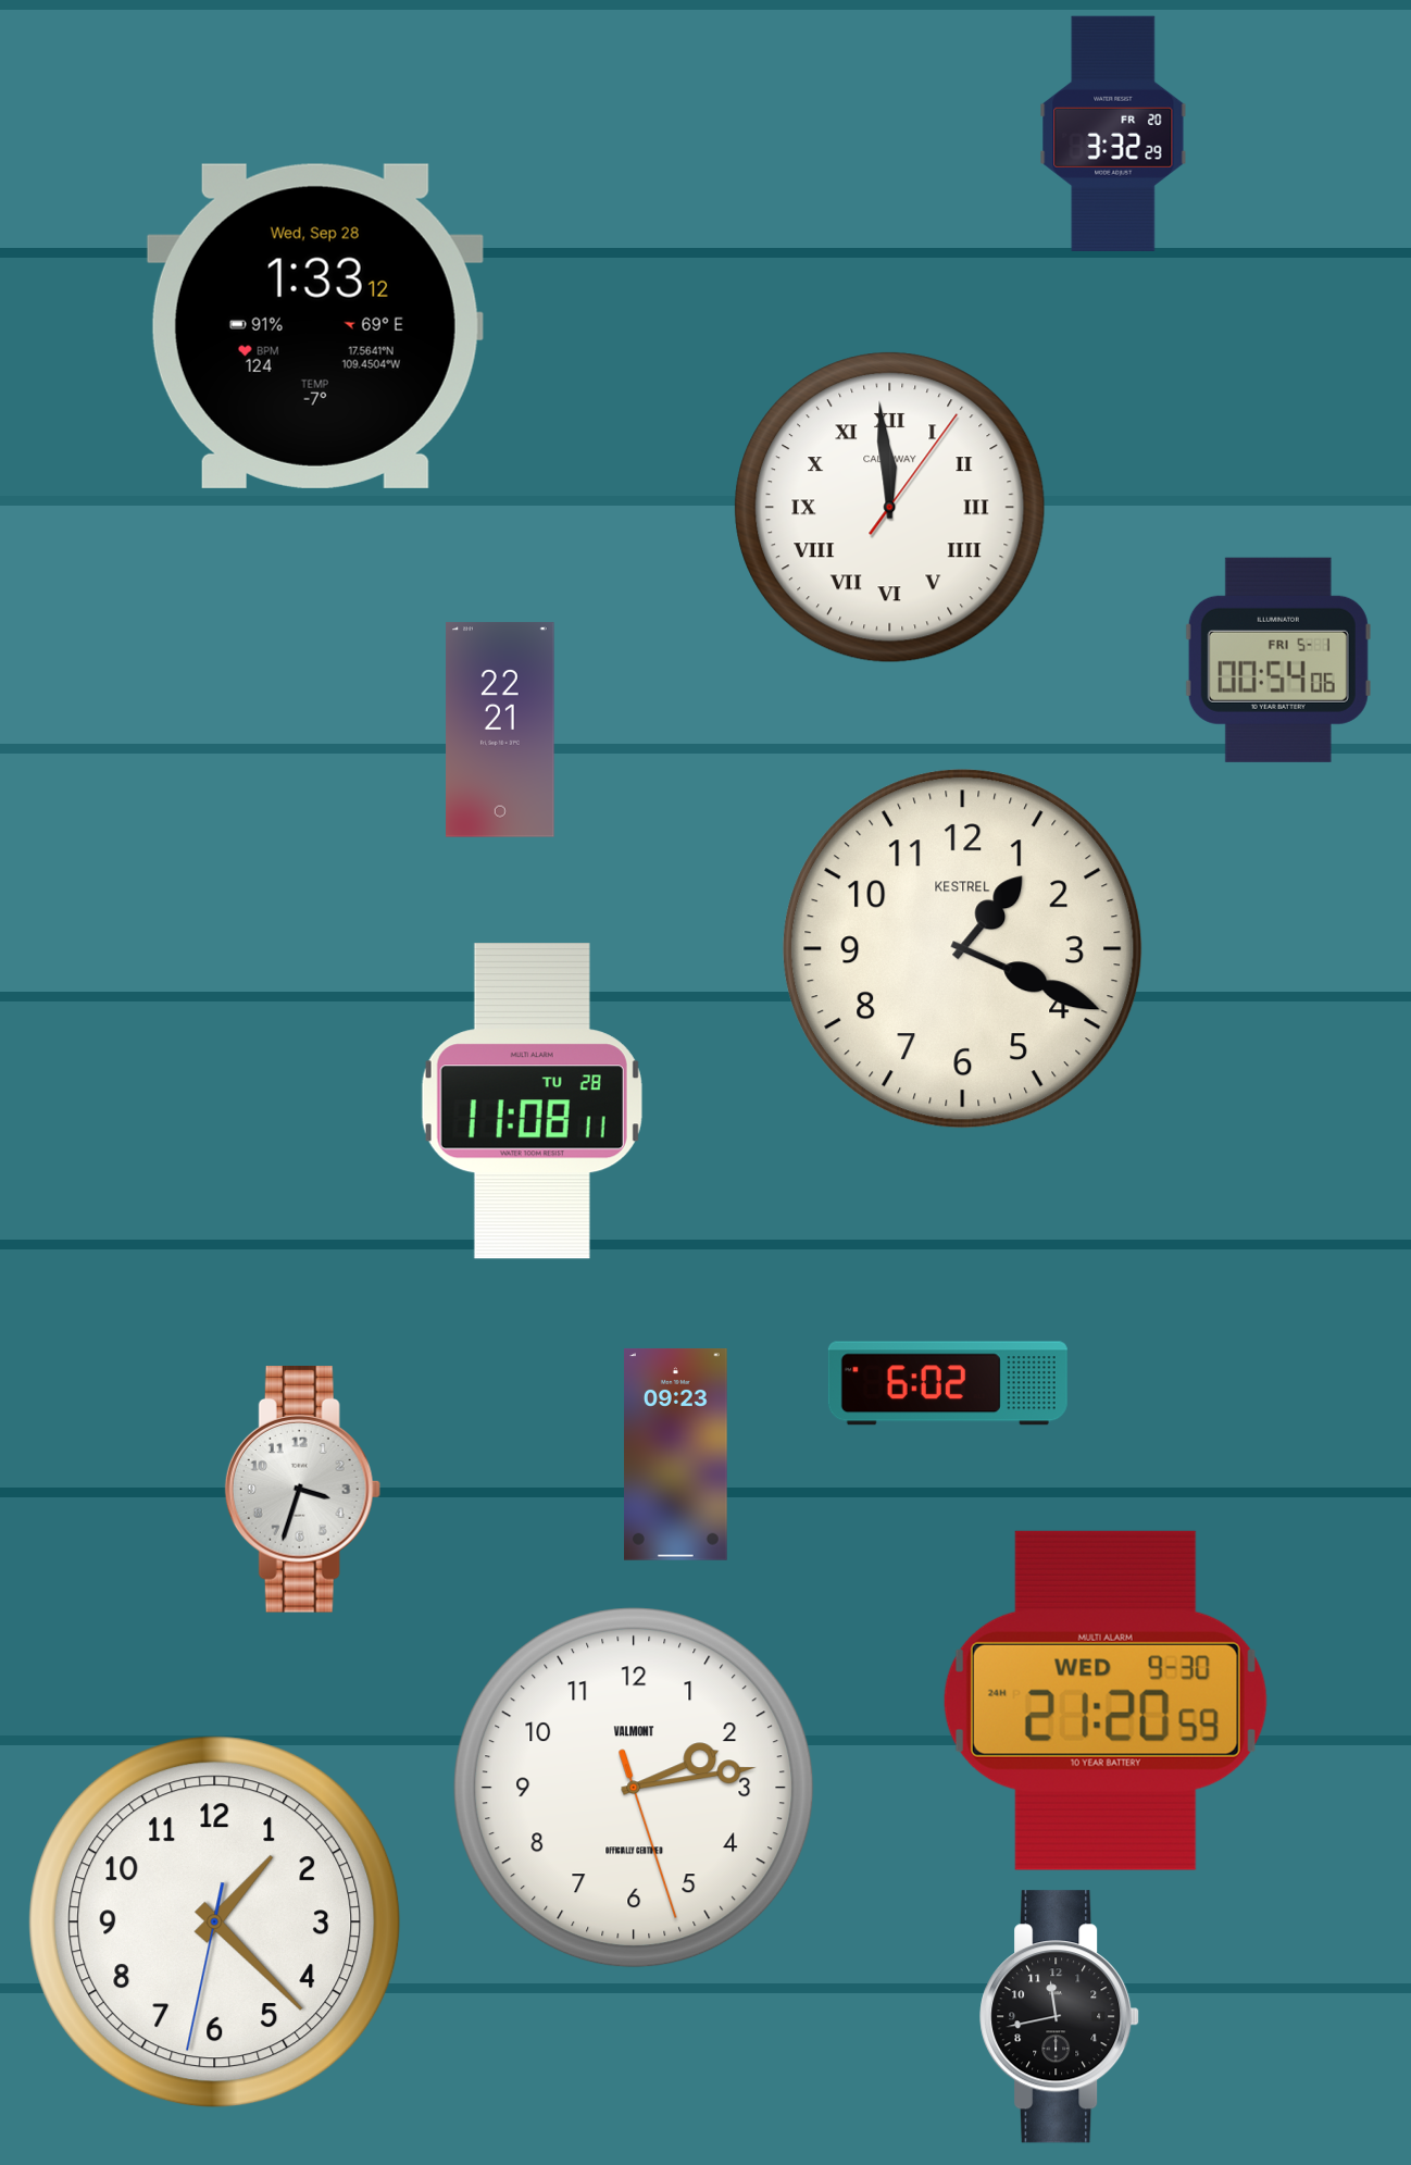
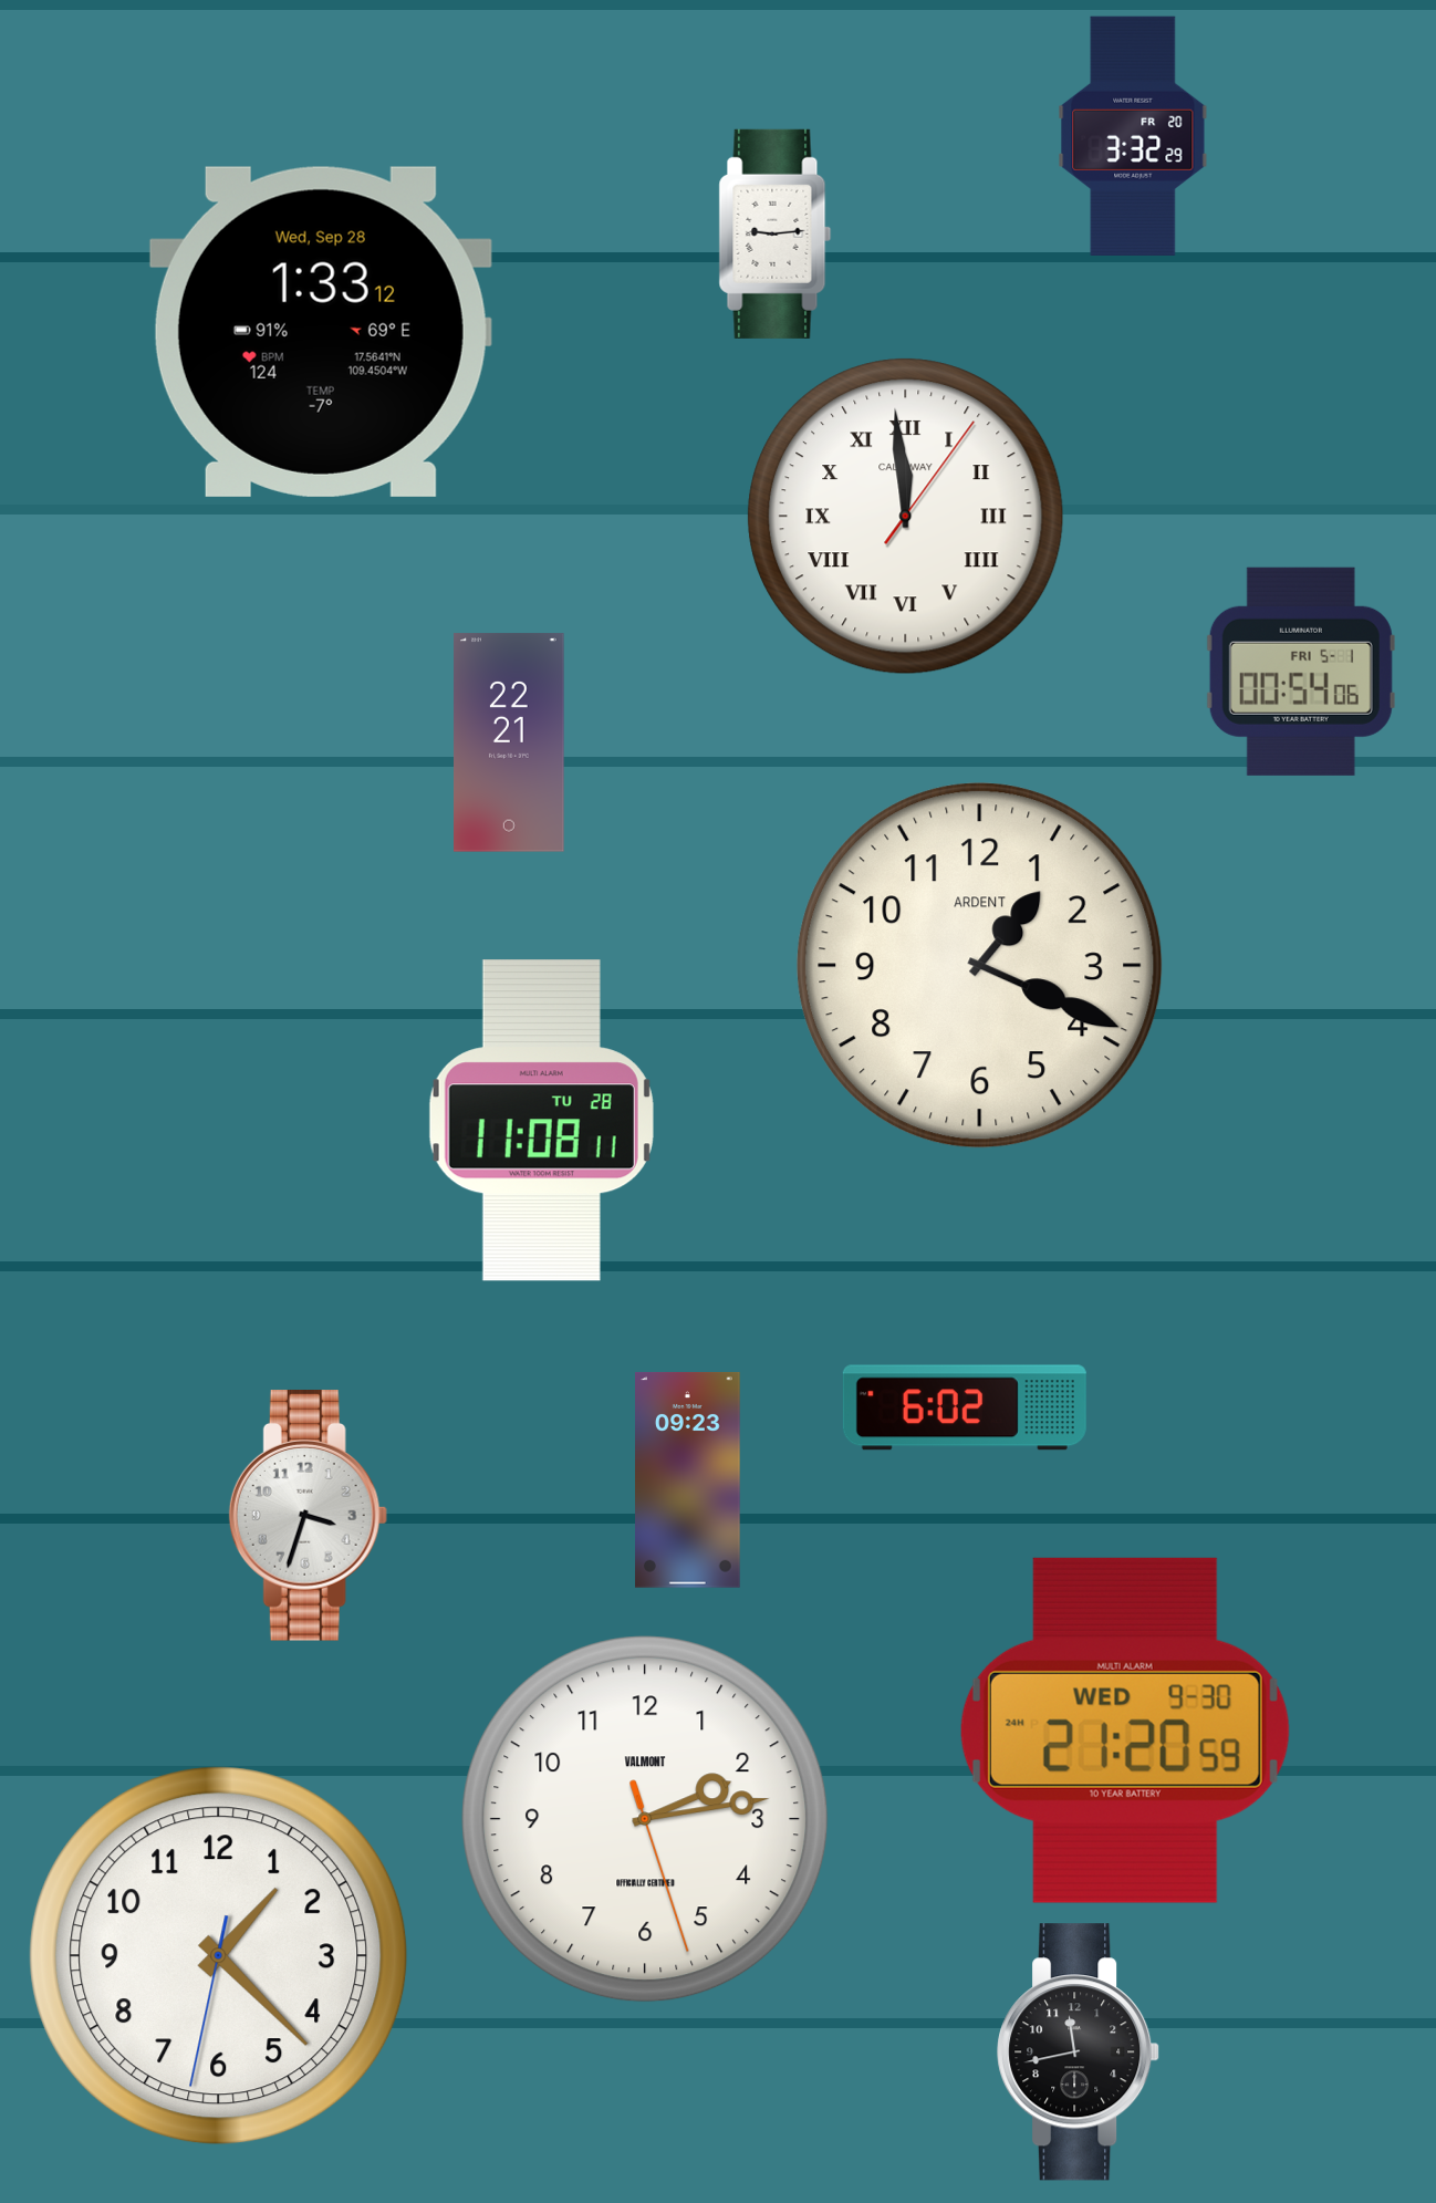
clock at (776, 233): none -> 9:14
clock at (963, 949) brand: KESTREL -> ARDENT
